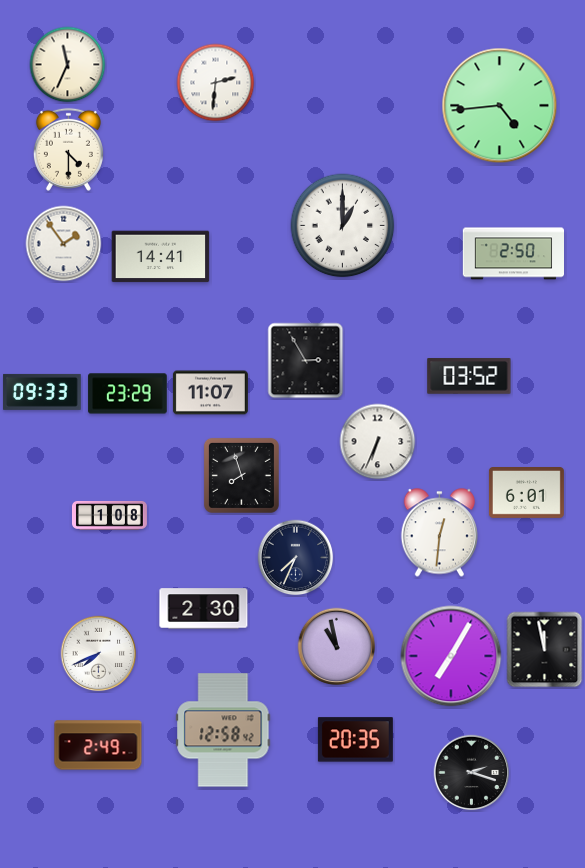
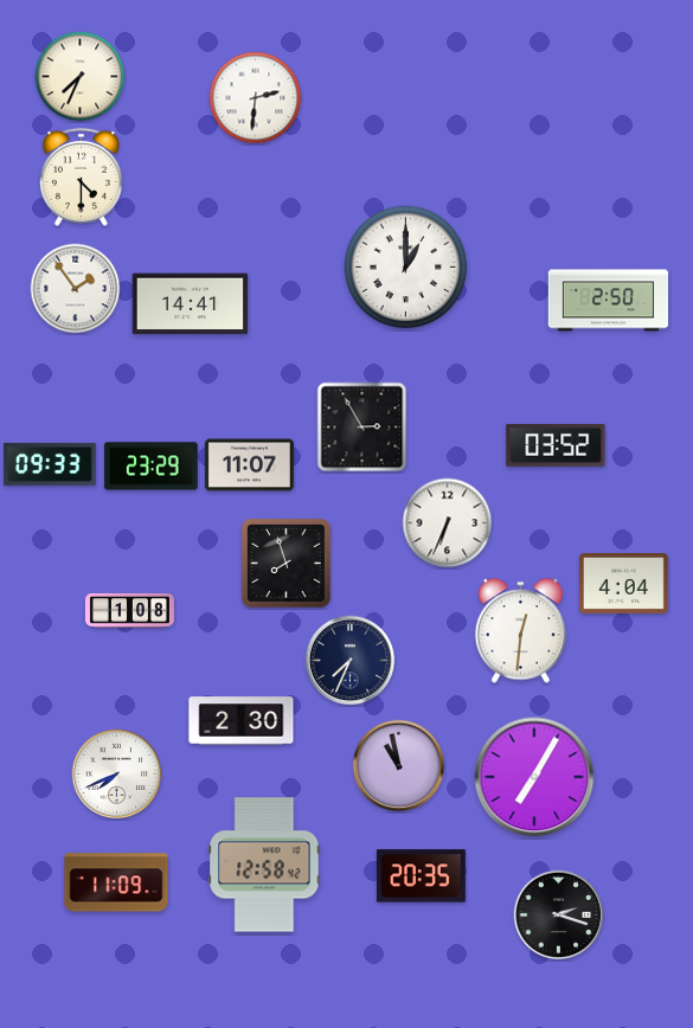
clock at (68, 65): 11:34 -> 7:34
clock at (500, 106): 4:44 -> none
clock at (526, 493): 6:01 -> 4:04
clock at (545, 650): 11:58 -> none
clock at (98, 745): 2:49 -> 11:09
